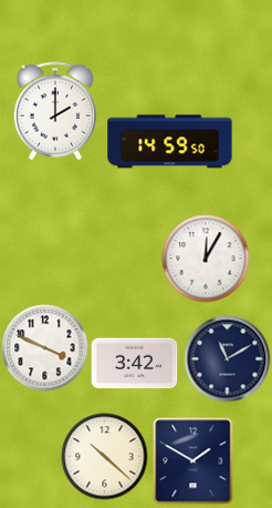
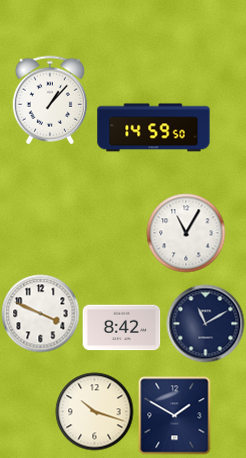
clock at (55, 111): 2:00 -> 1:07
clock at (206, 258): 12:05 -> 11:05
clock at (134, 364): 3:42 -> 8:42
clock at (104, 456): 10:22 -> 10:18
